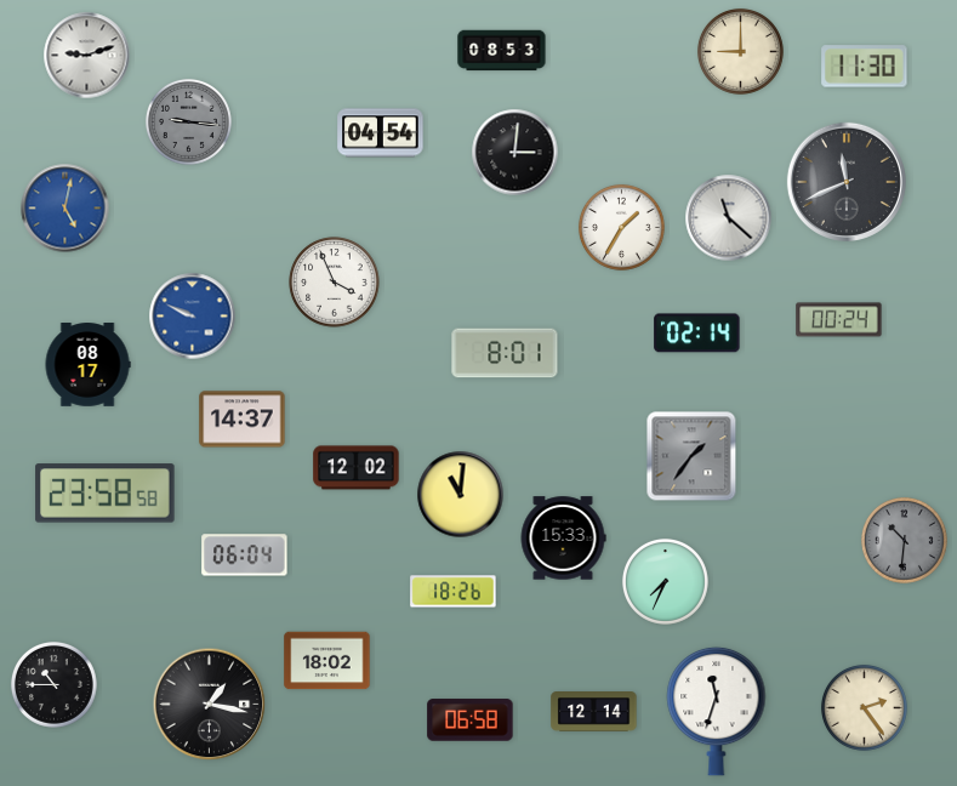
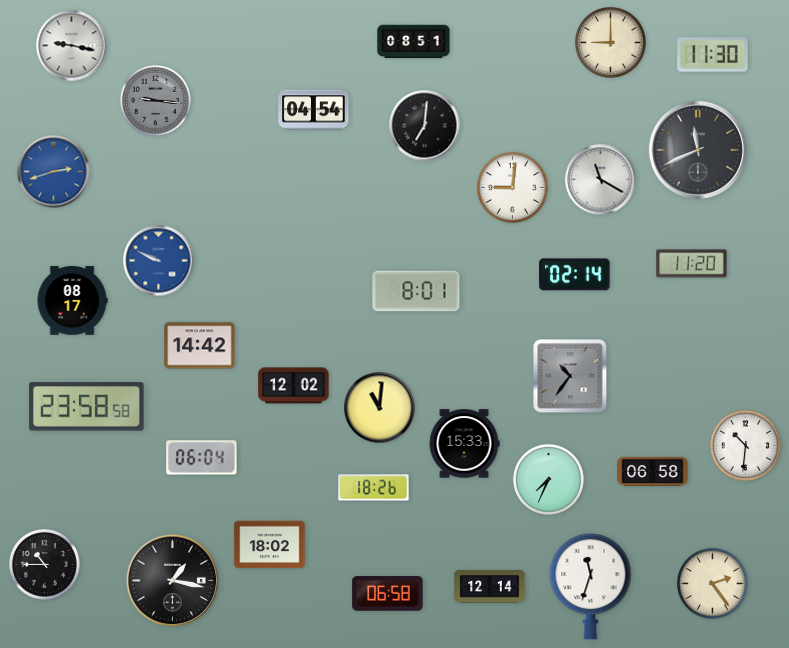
clock at (502, 51): 08:53 -> 08:51
clock at (87, 56): 9:12 -> 9:17
clock at (515, 153): 3:01 -> 7:01
clock at (65, 209): 5:02 -> 2:42
clock at (729, 218): 11:22 -> 11:20
clock at (621, 227): 1:35 -> 9:01
clock at (335, 283): 3:56 -> none
clock at (839, 320): 00:24 -> 11:20
clock at (243, 420): 14:37 -> 14:42
clock at (691, 456): 1:36 -> 10:36
clock at (904, 540) dial: grey -> white
clock at (653, 471): none -> 06:58
